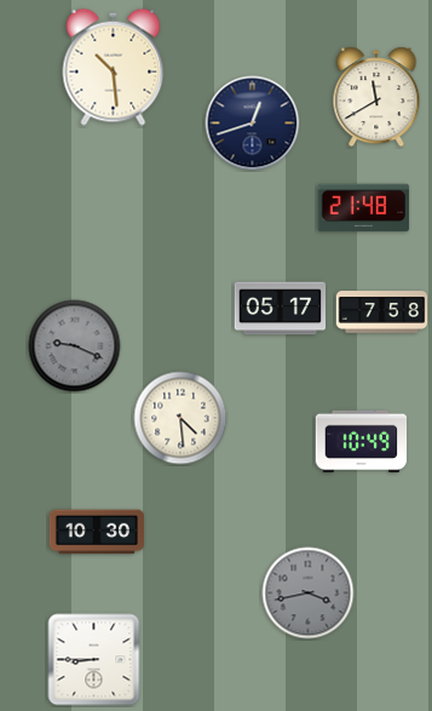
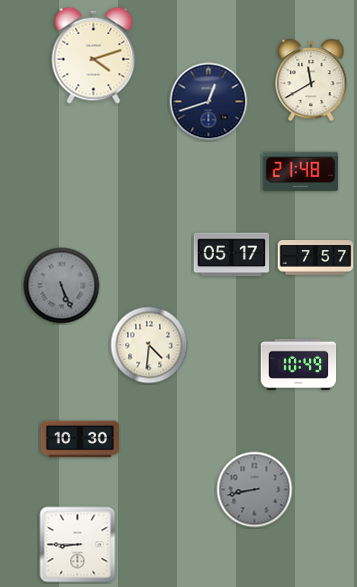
clock at (114, 67): 10:29 -> 4:12
clock at (382, 313): 7:58 -> 7:57
clock at (75, 346): 9:19 -> 5:26
clock at (180, 418): 4:29 -> 4:31
clock at (309, 594): 3:43 -> 8:43
